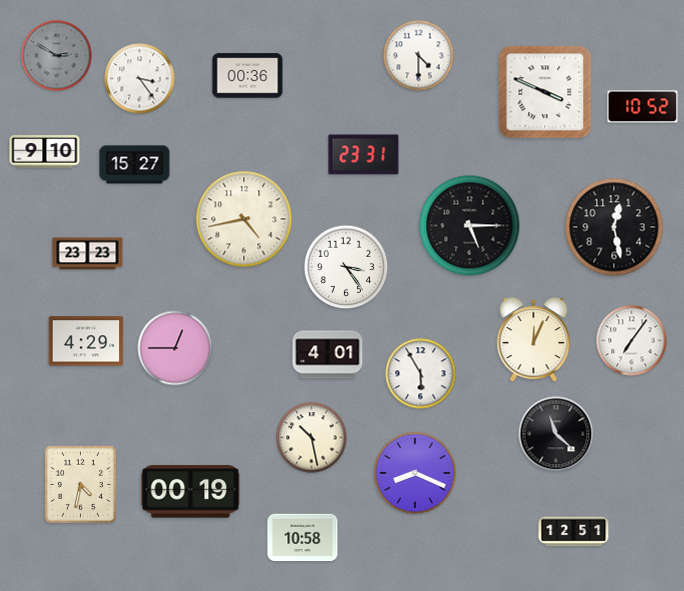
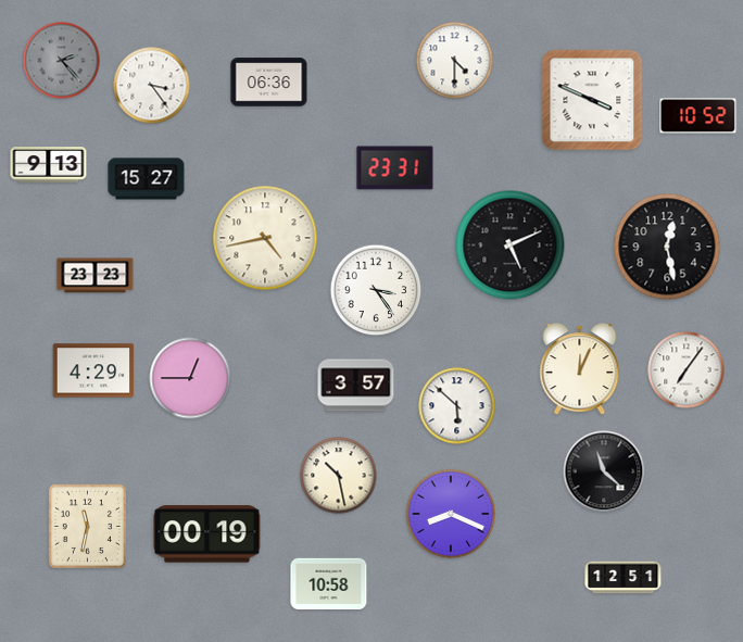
clock at (57, 56): 2:50 -> 2:23
clock at (248, 76): 00:36 -> 06:36
clock at (45, 152): 9:10 -> 9:13
clock at (470, 226): 5:15 -> 5:11
clock at (328, 355): 4:01 -> 3:57
clock at (421, 374): 5:55 -> 5:52
clock at (80, 484): 4:32 -> 11:32
